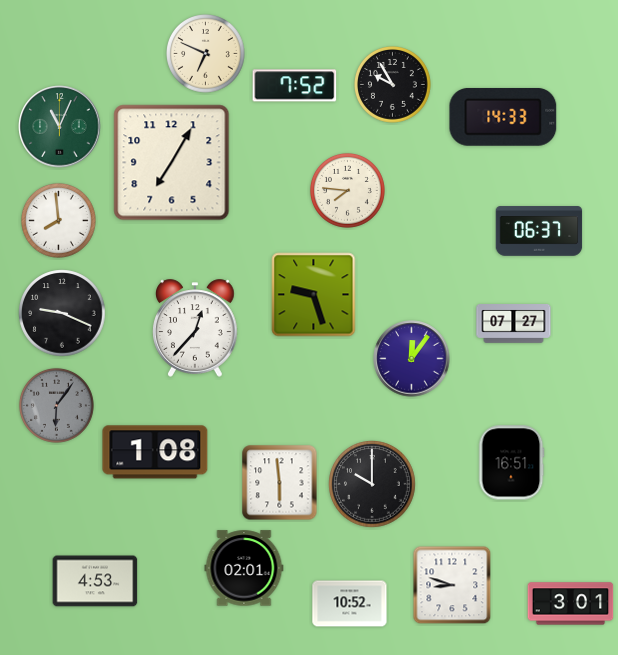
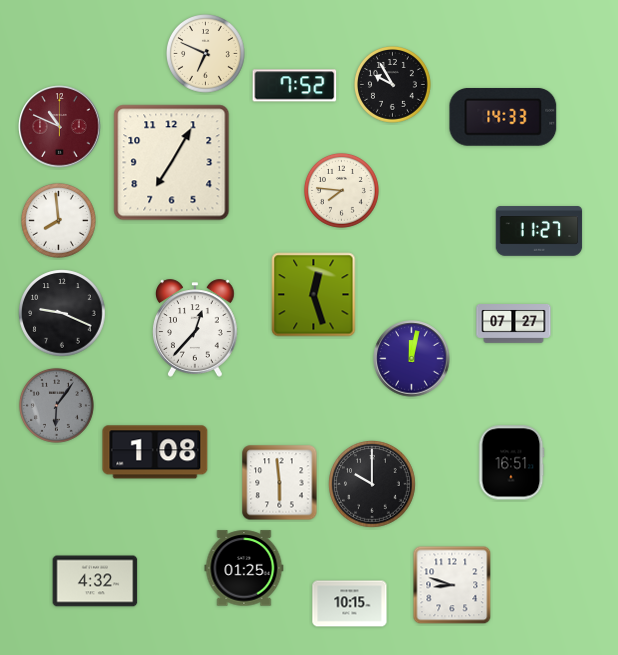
clock at (60, 127): 11:04 -> 10:49
clock at (60, 127) dial: green -> burgundy
clock at (347, 190) position: (347, 190) -> (341, 190)
clock at (539, 231): 06:37 -> 11:27
clock at (314, 295): 9:27 -> 12:27
clock at (412, 359): 12:06 -> 12:02
clock at (244, 568): 02:01 -> 01:25
clock at (95, 581): 4:53 -> 4:32
clock at (350, 604): 10:52 -> 10:15
clock at (571, 604): 3:01 -> none
